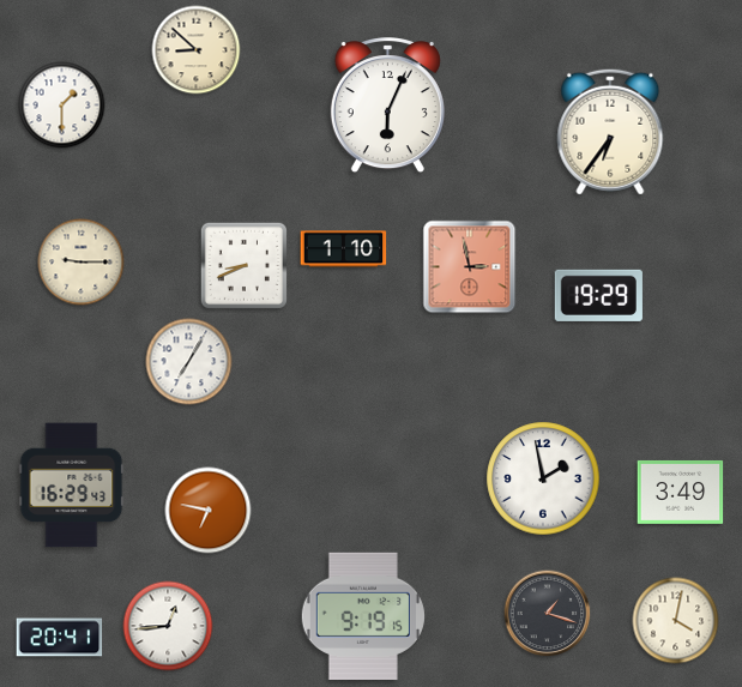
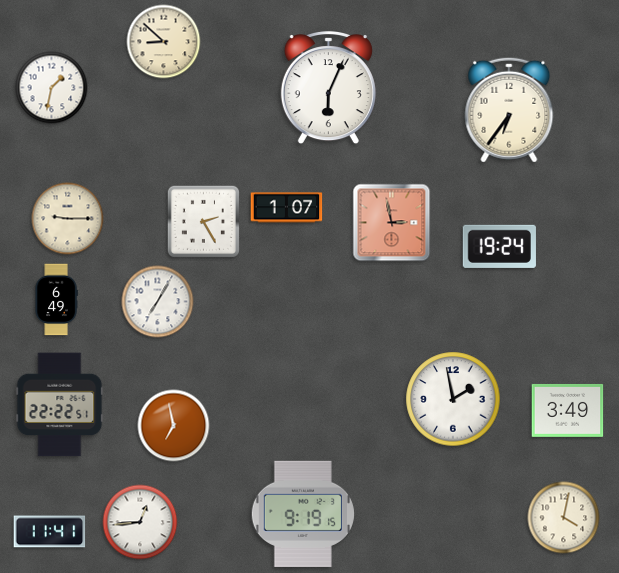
clock at (62, 106): 1:30 -> 1:32
clock at (387, 107) position: (387, 107) -> (328, 89)
clock at (344, 249): 1:10 -> 1:07
clock at (243, 265): 8:41 -> 2:25
clock at (598, 295): 19:29 -> 19:24
clock at (56, 300): none -> 6:49
clock at (72, 486): 16:29 -> 22:22
clock at (209, 511): 6:47 -> 6:58
clock at (548, 614): 1:18 -> none
clock at (60, 638): 20:41 -> 11:41
